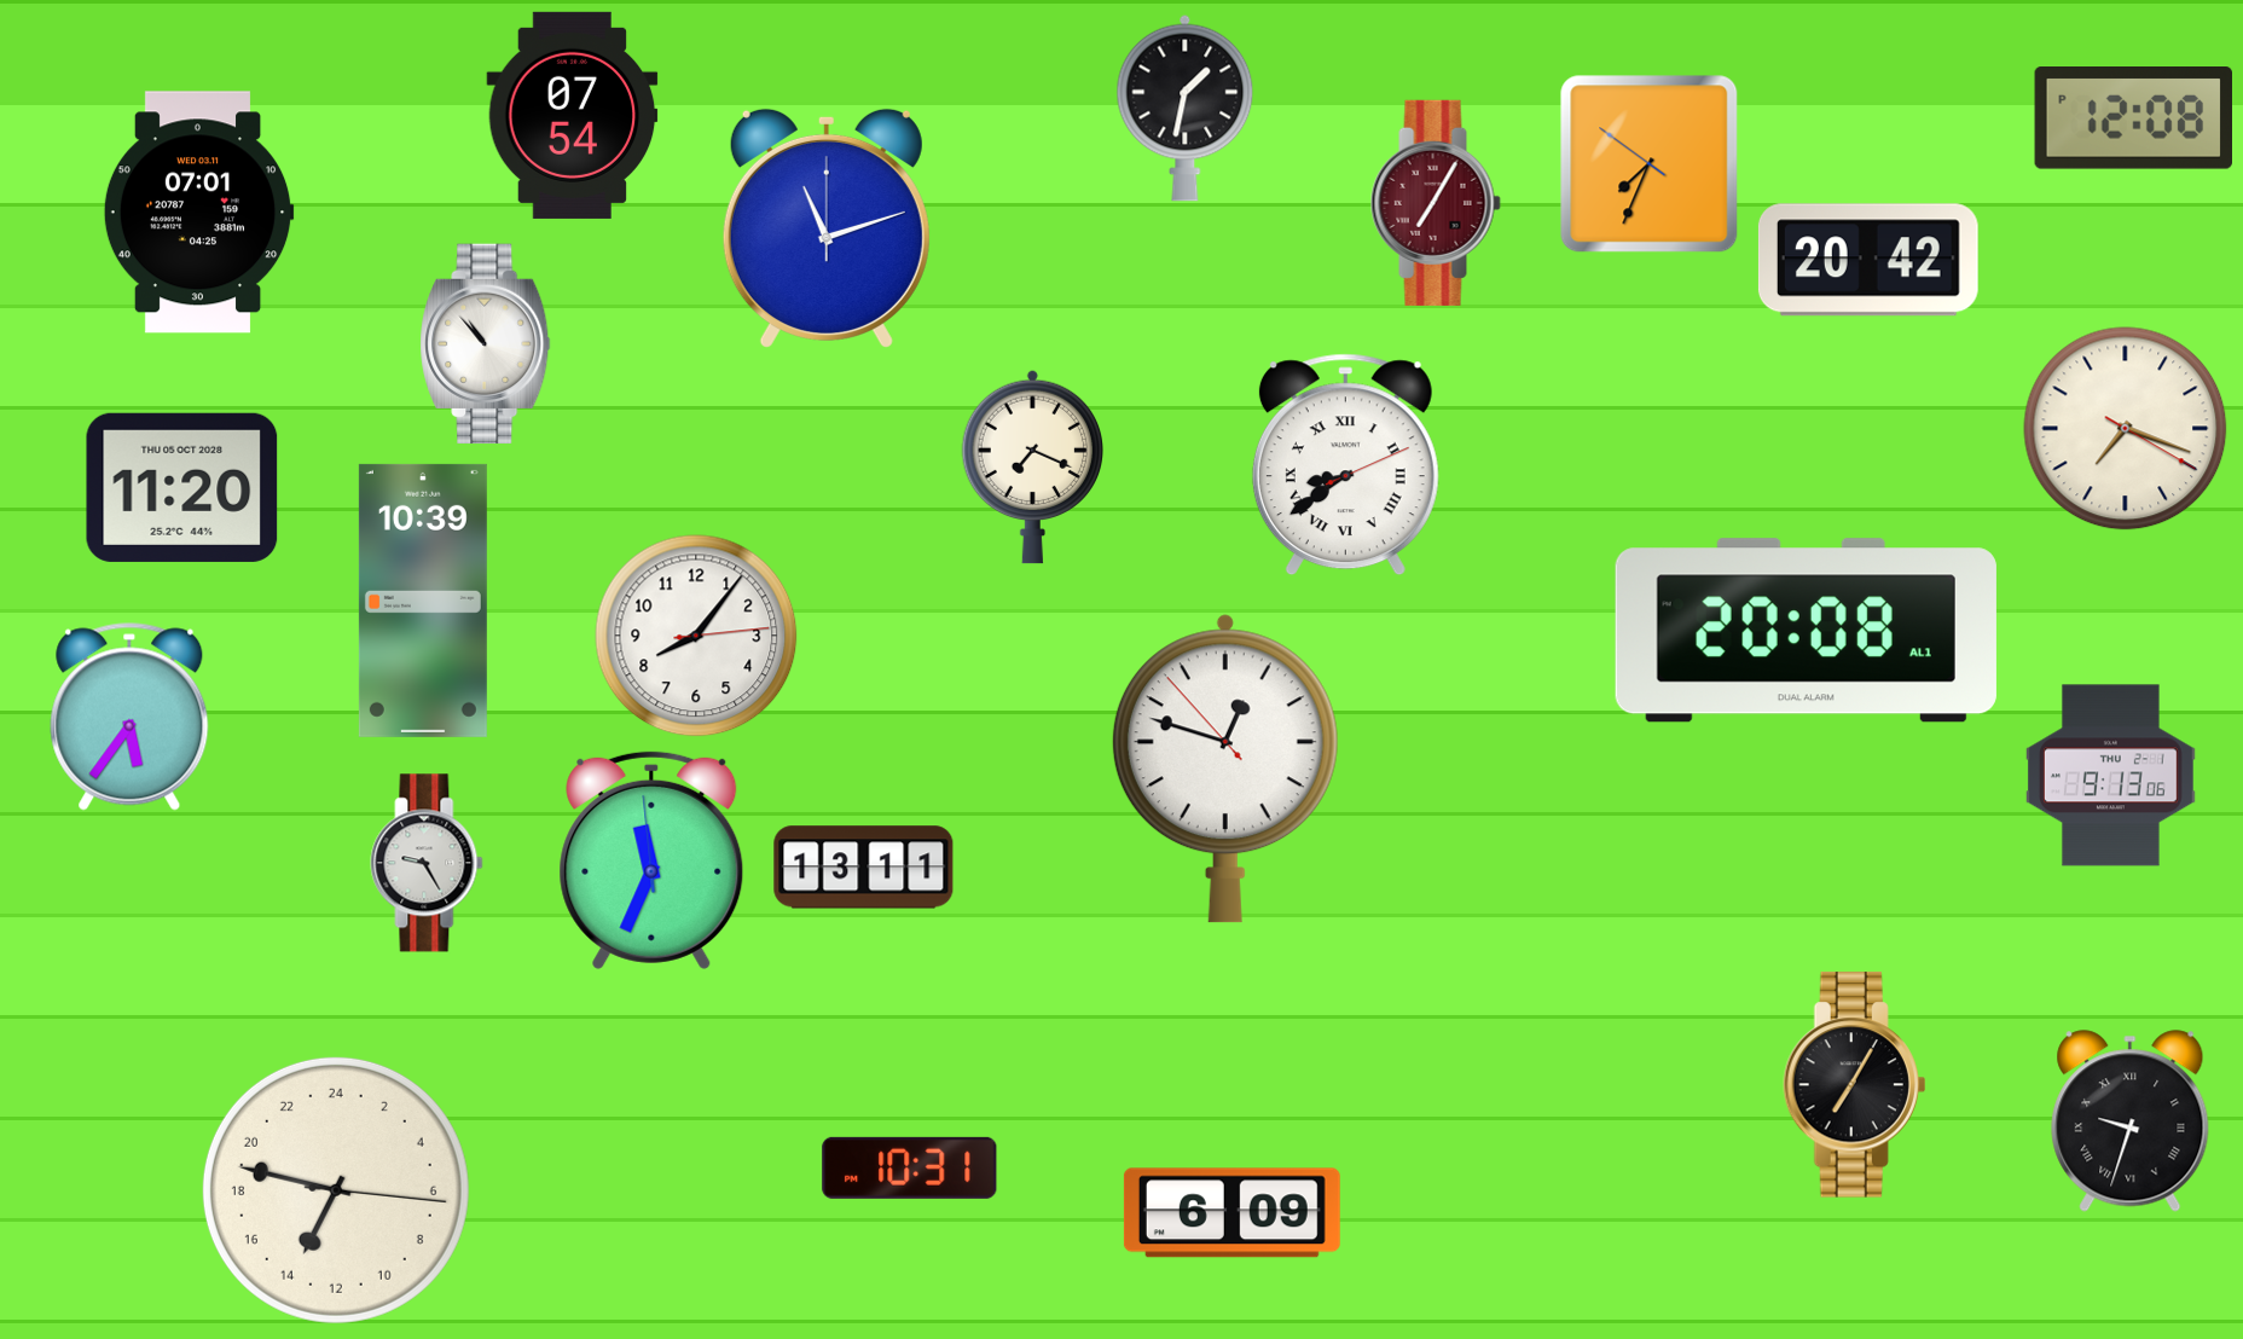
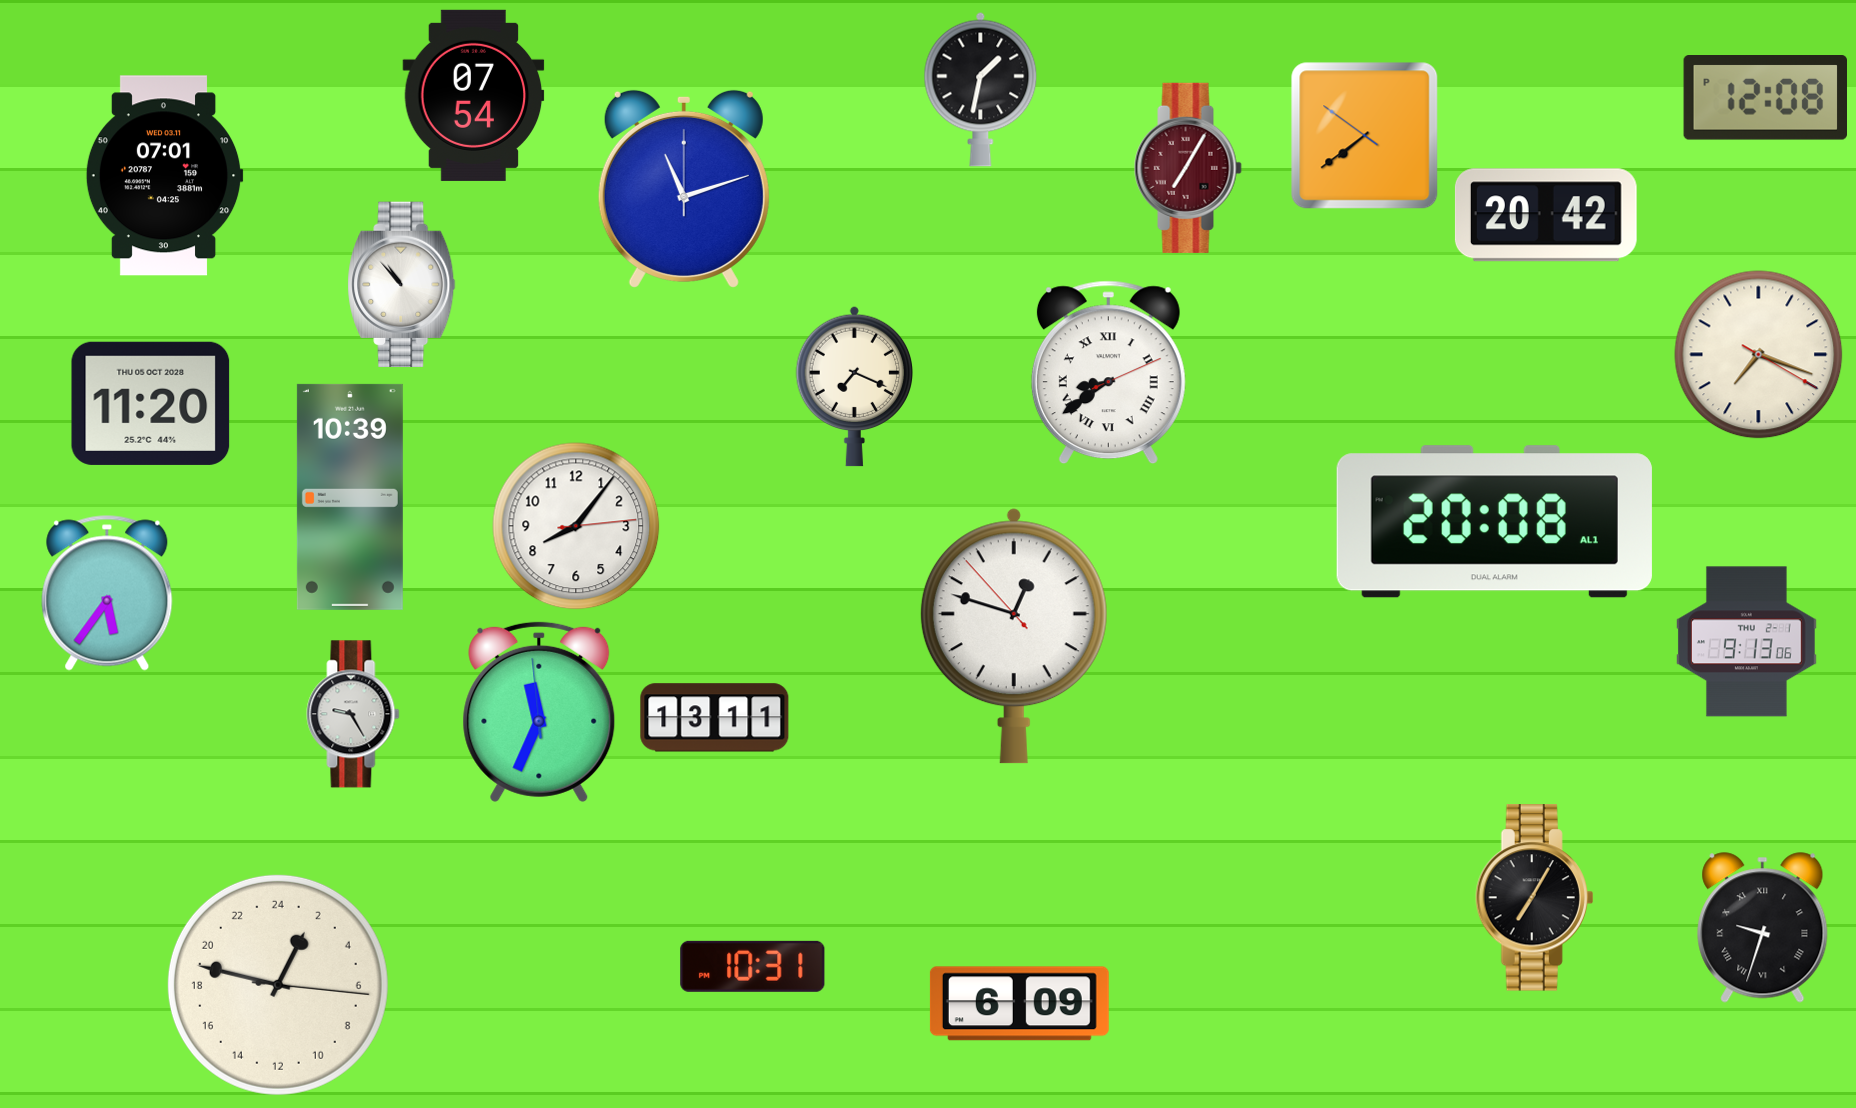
clock at (1650, 164): 7:33 -> 7:38
clock at (1345, 465) position: (1345, 465) -> (1108, 373)
clock at (336, 1190): 13:47 -> 1:47
